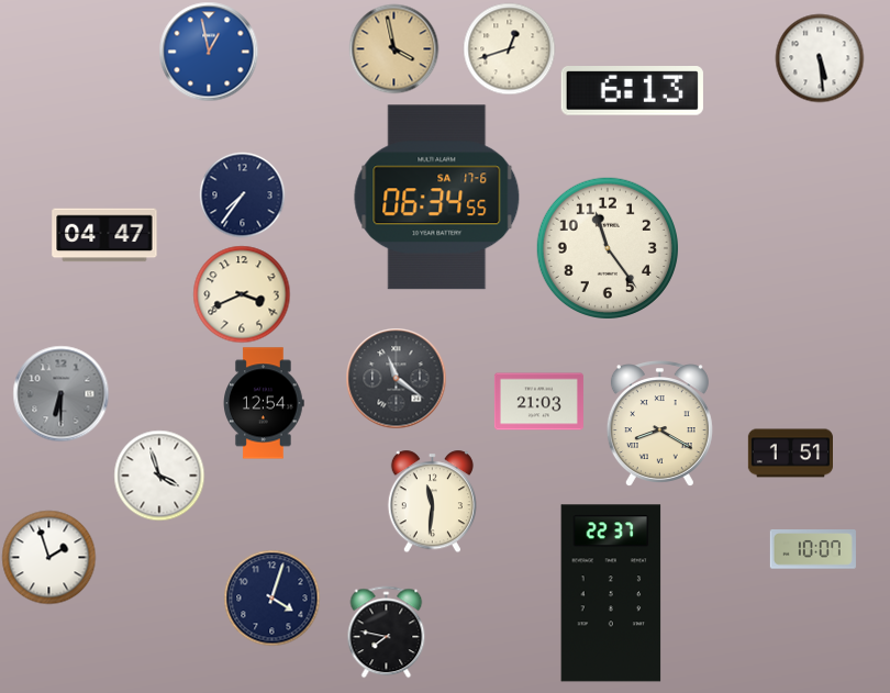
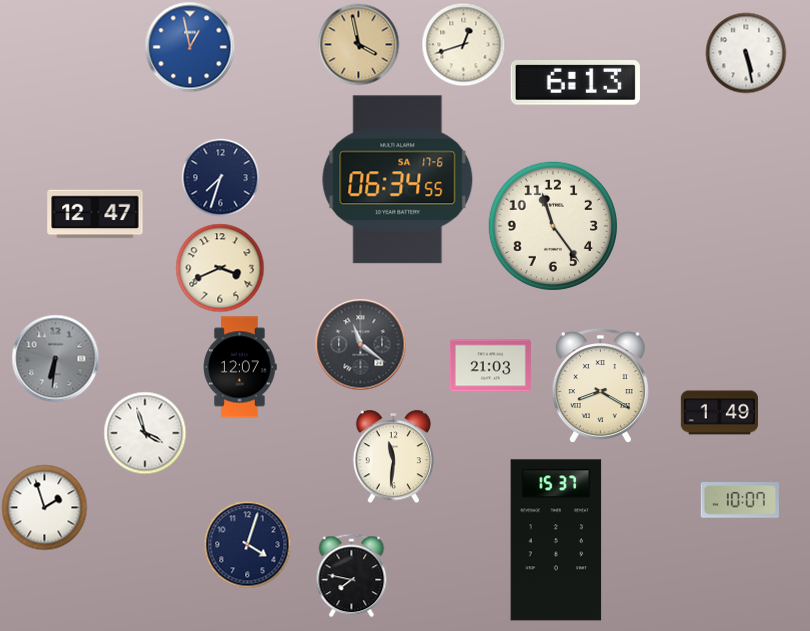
clock at (820, 58): 5:29 -> 5:28
clock at (242, 194): 7:36 -> 7:33
clock at (104, 235): 04:47 -> 12:47
clock at (60, 393): 6:30 -> 6:31
clock at (264, 403): 12:54 -> 12:07
clock at (790, 454): 1:51 -> 1:49
clock at (611, 593): 22:37 -> 15:37
